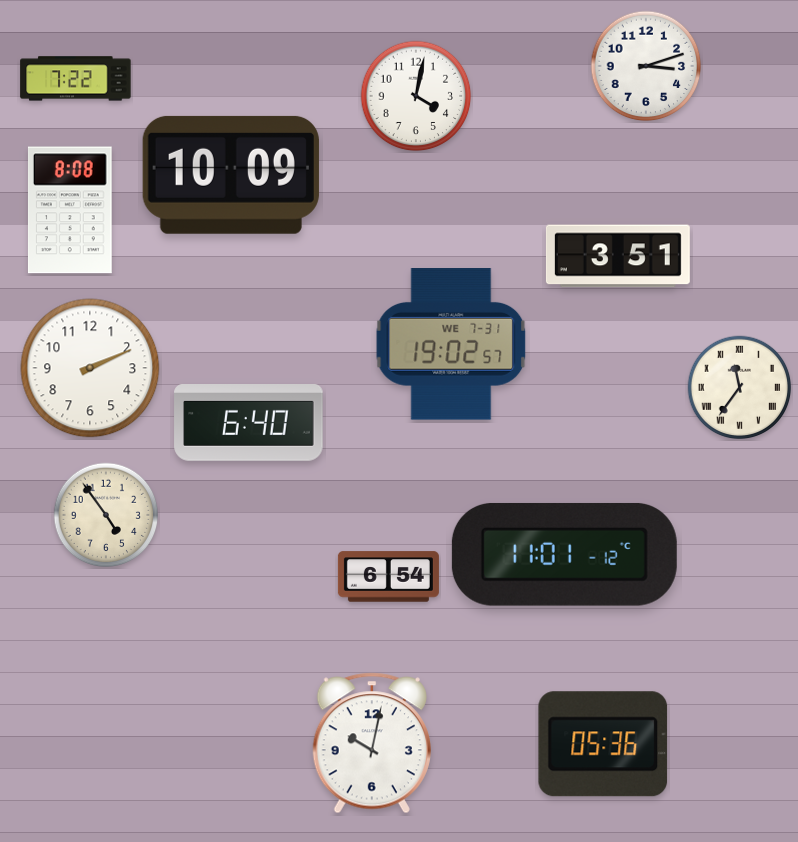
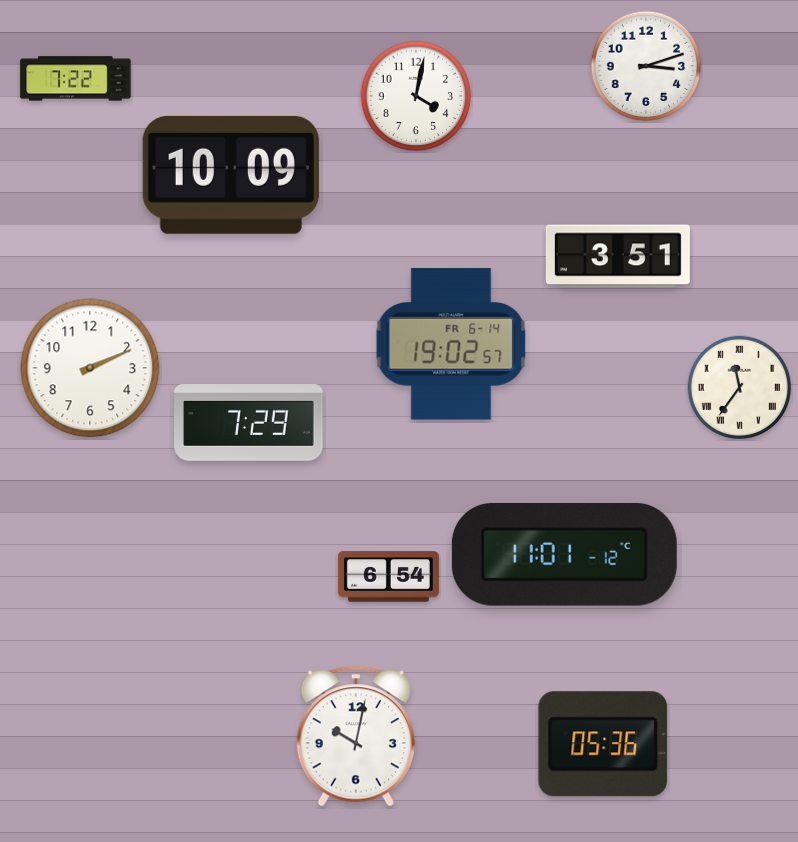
clock at (70, 210): 8:08 -> none
clock at (451, 344) date: WE 7-31 -> FR 6-14
clock at (249, 423): 6:40 -> 7:29
clock at (106, 515): 4:54 -> none
clock at (372, 743) position: (372, 743) -> (356, 736)
